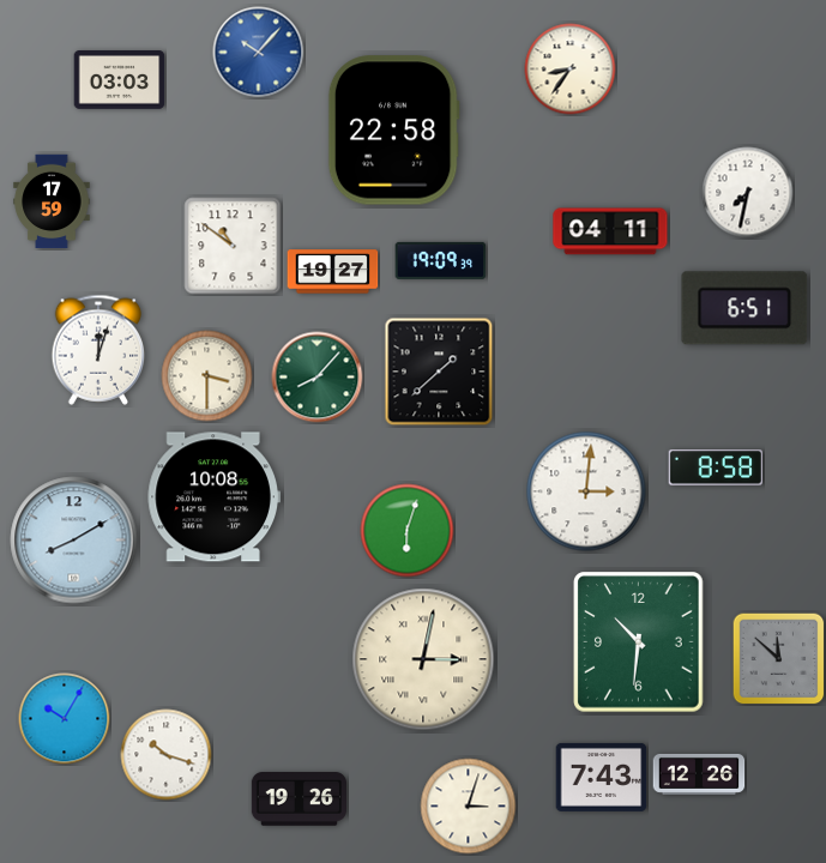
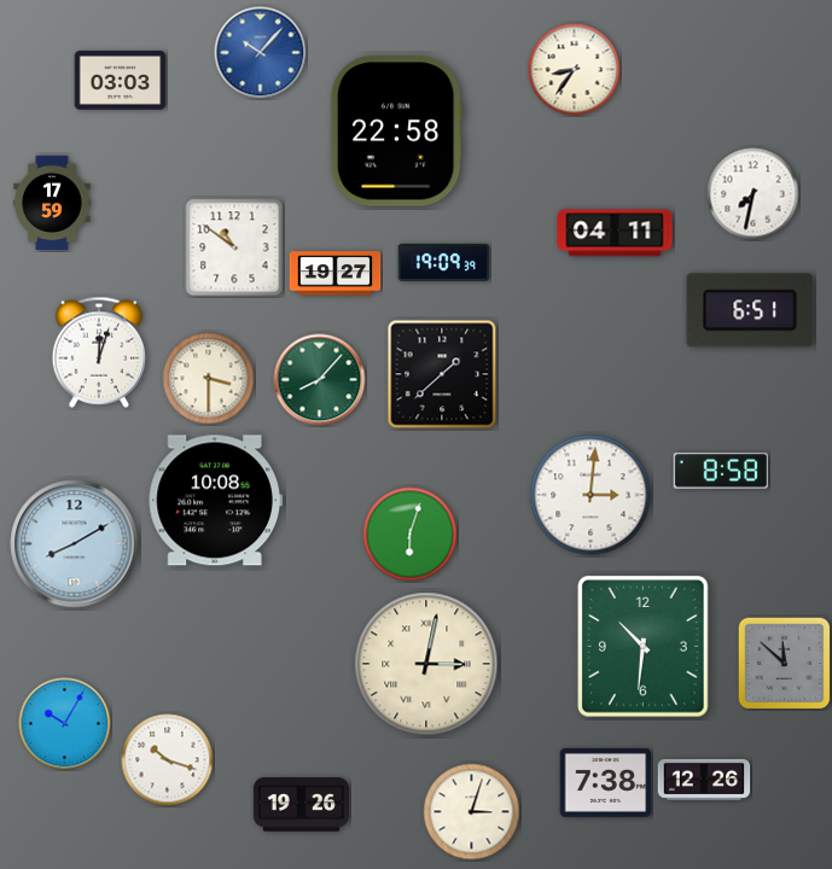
clock at (602, 777): 7:43 -> 7:38
